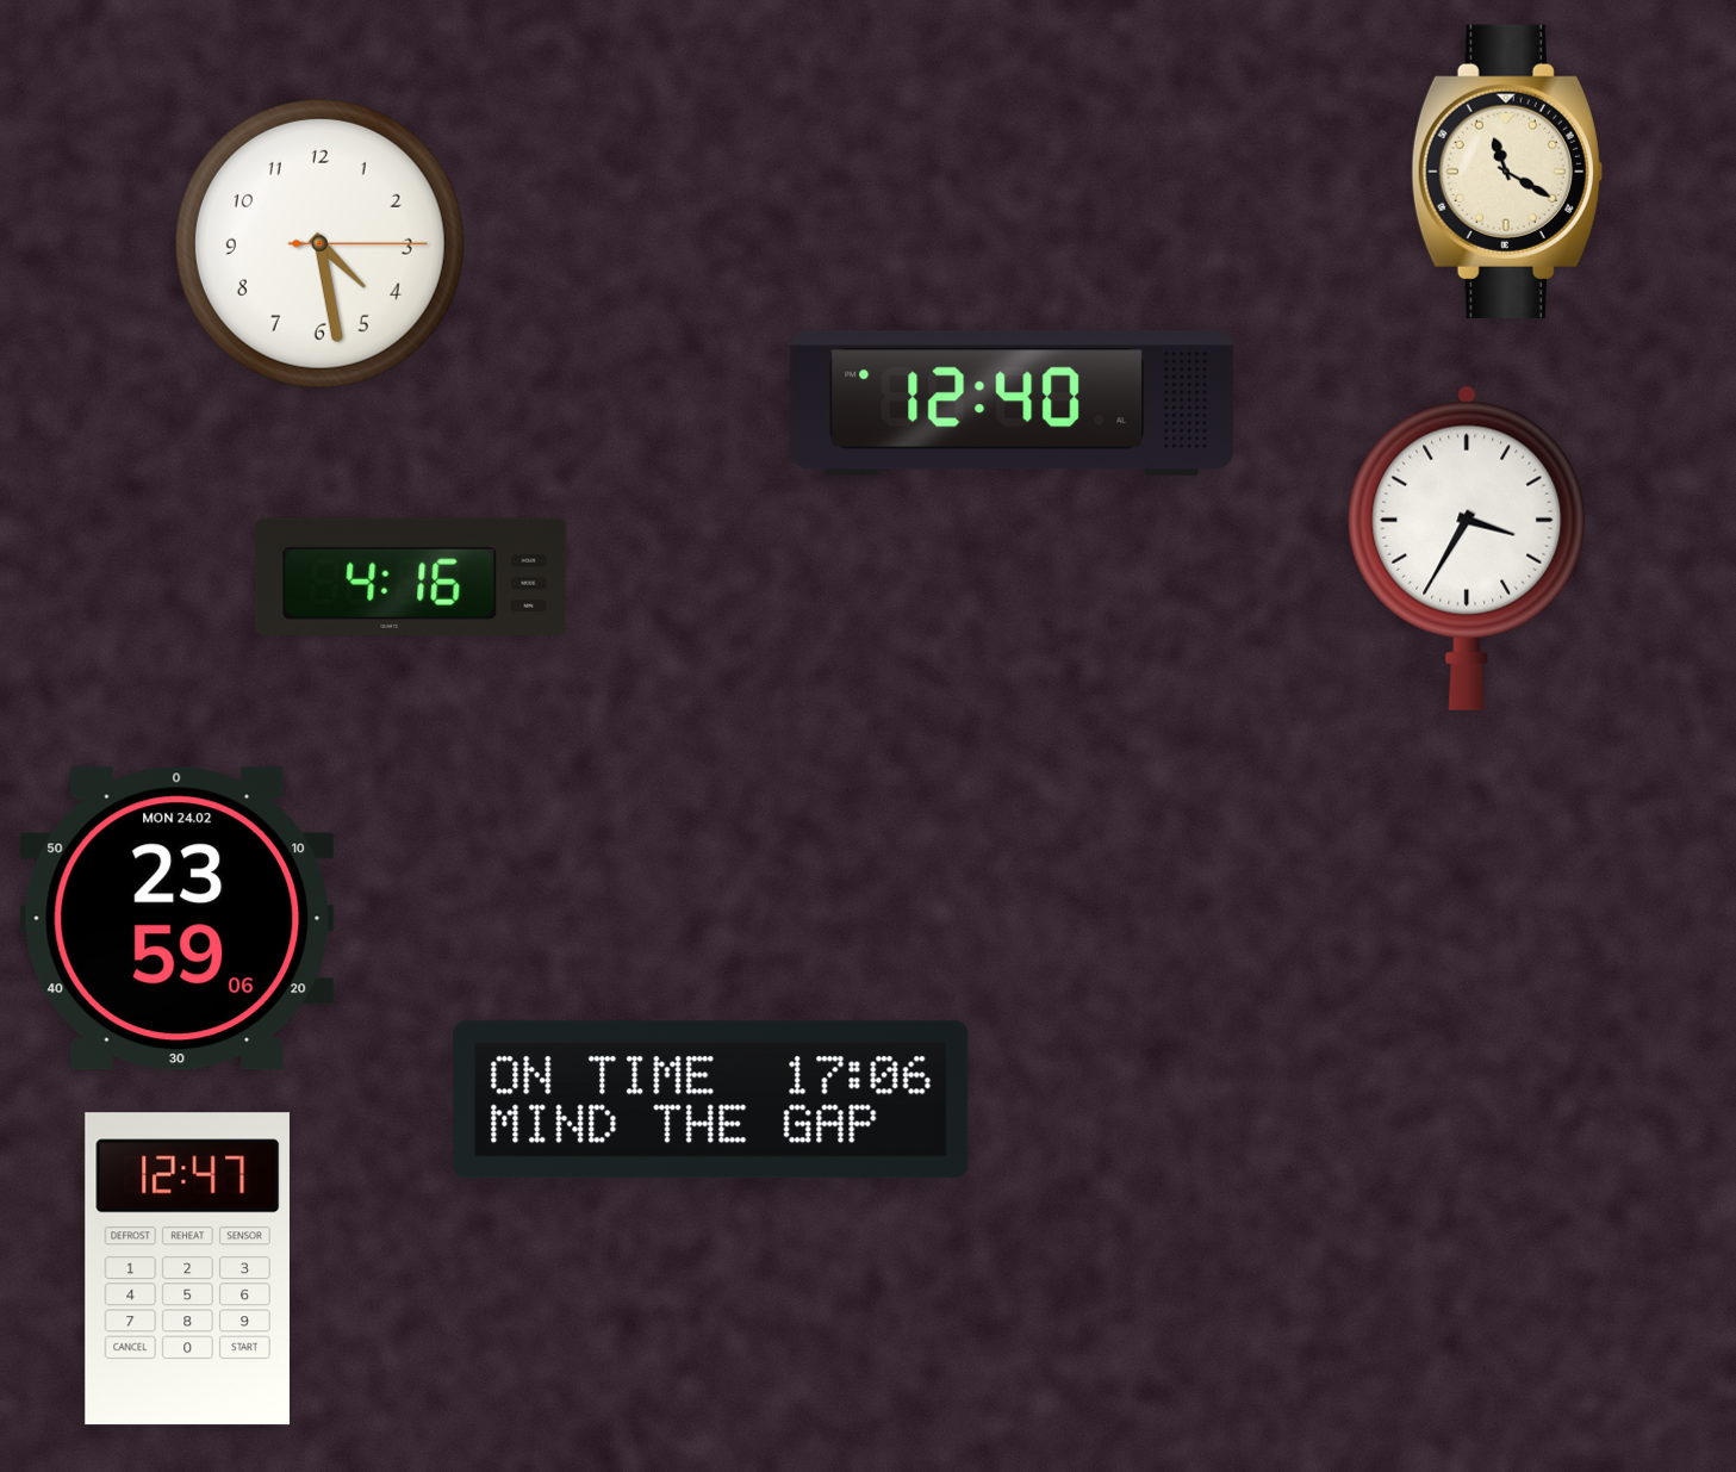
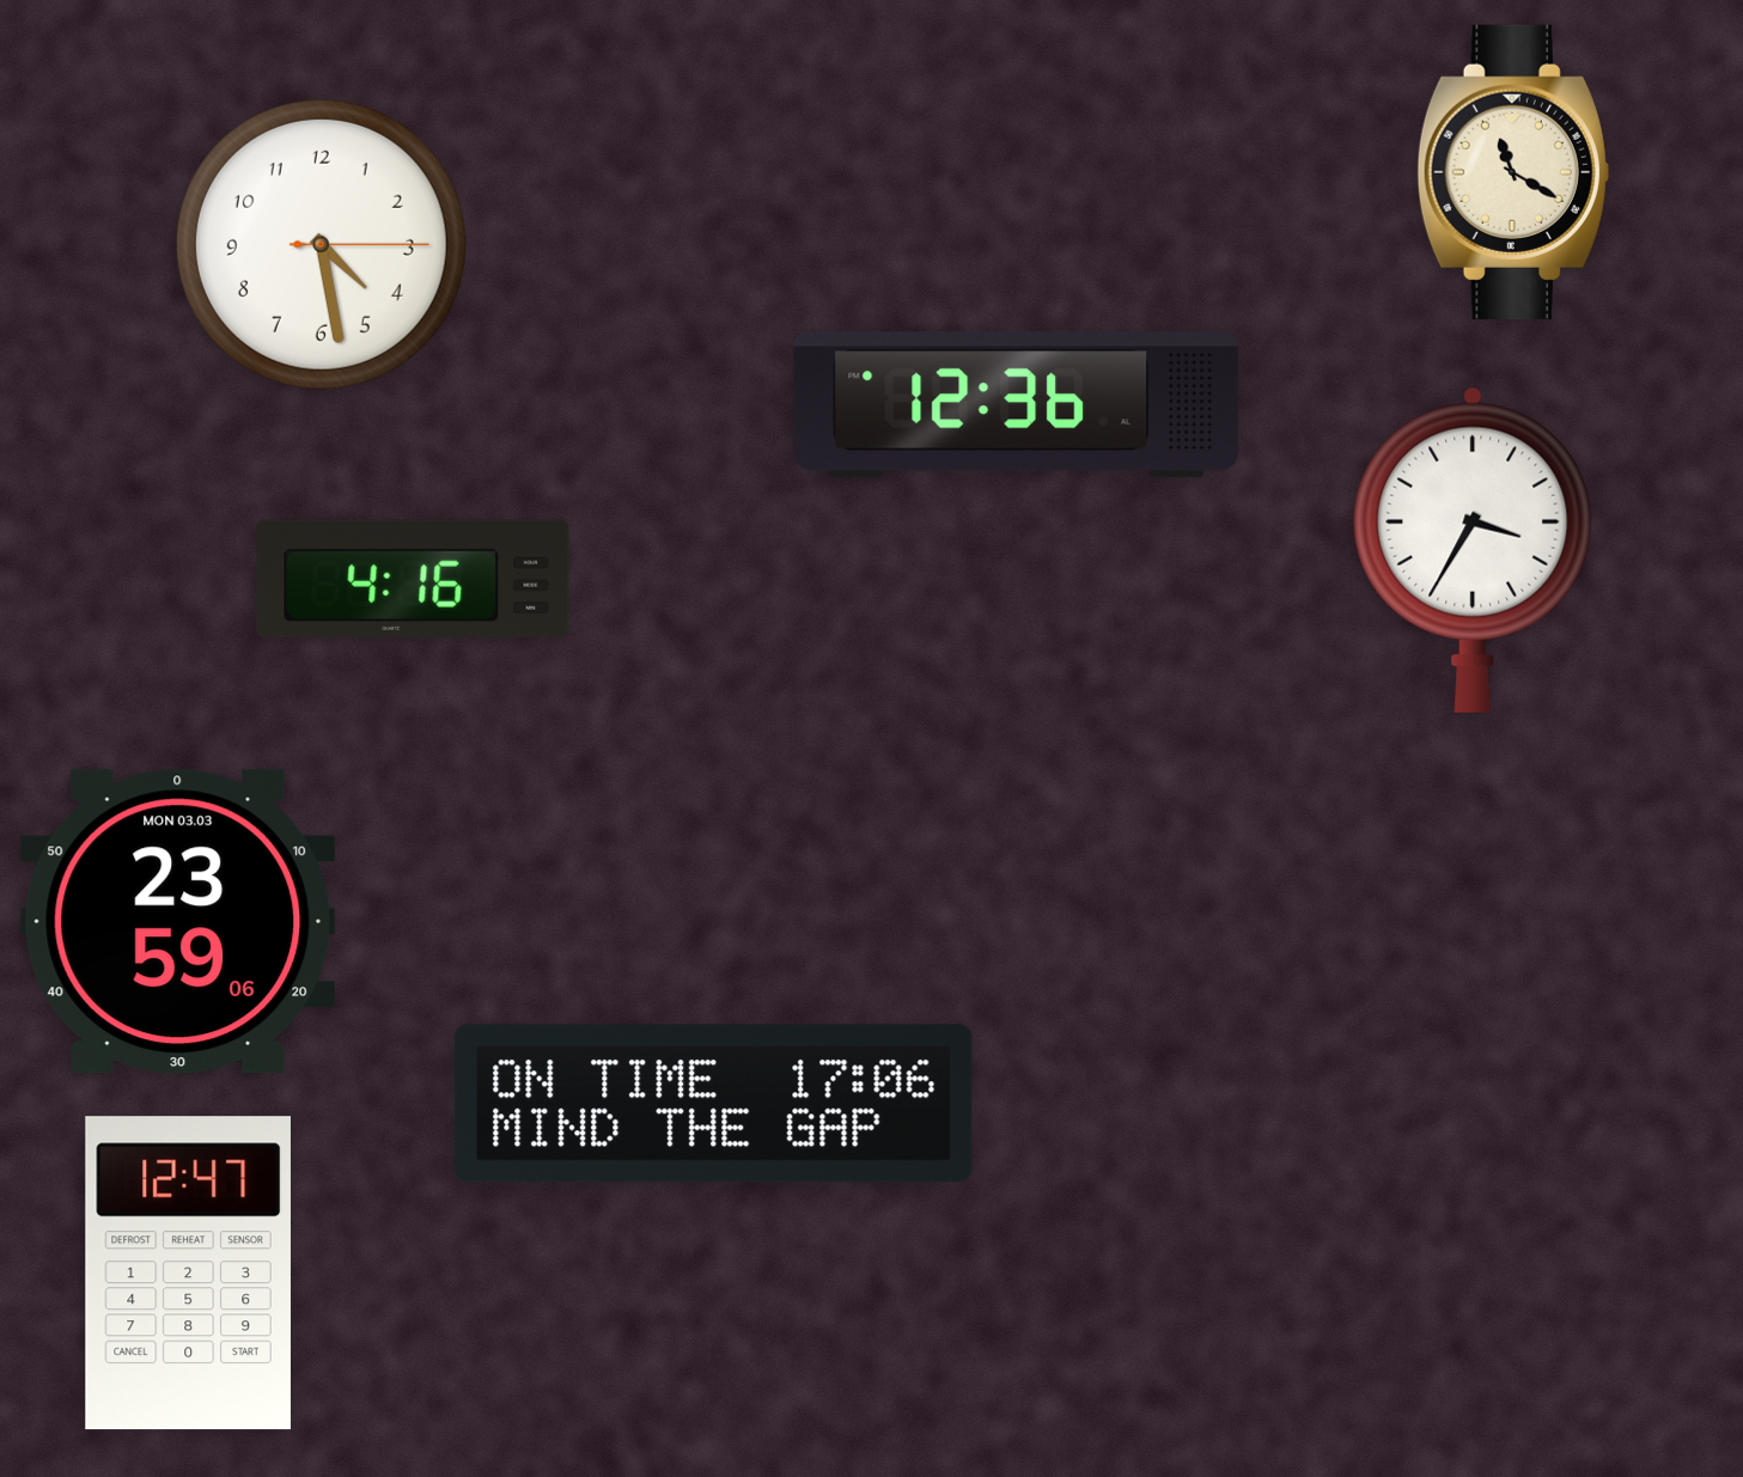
clock at (1013, 404): 12:40 -> 12:36
clock at (178, 919) date: MON 24.02 -> MON 03.03
